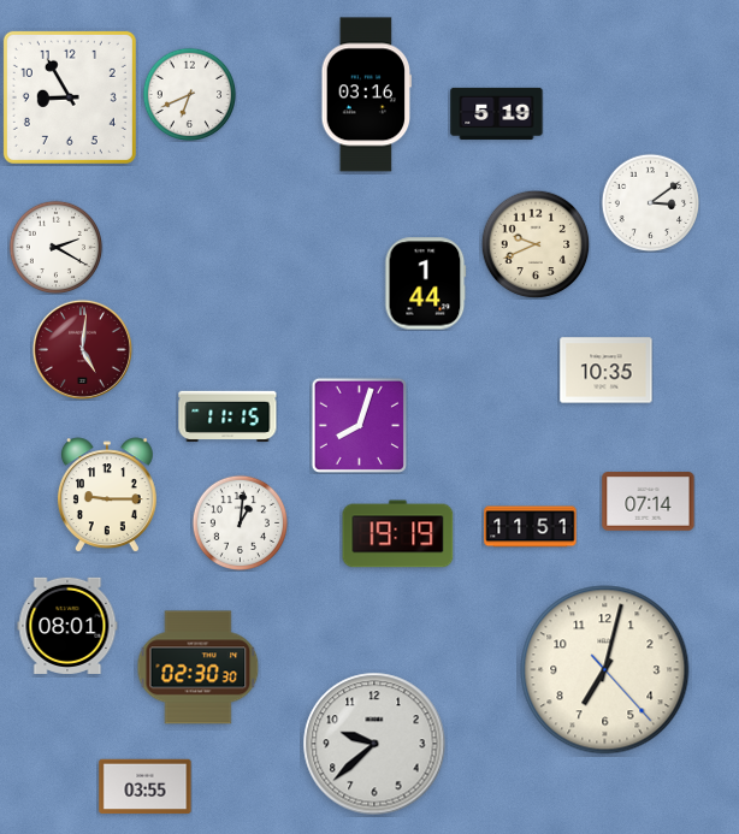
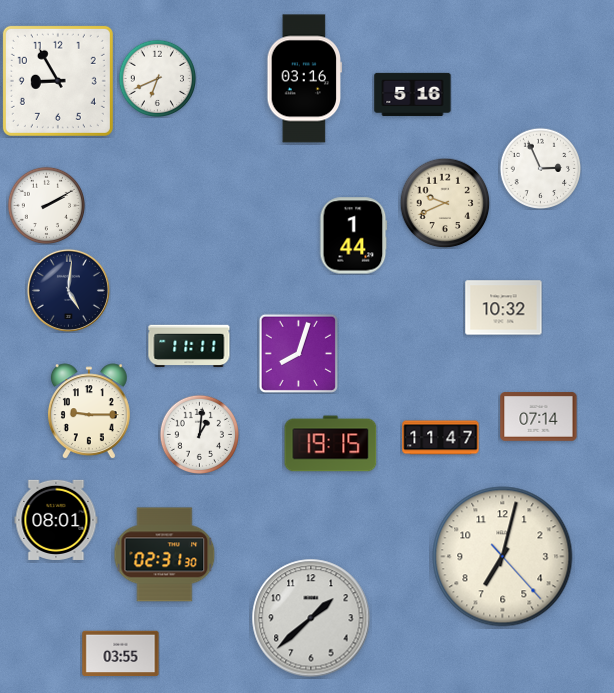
clock at (497, 113): 5:19 -> 5:16
clock at (650, 202): 3:09 -> 2:56
clock at (55, 247): 2:20 -> 2:10
clock at (82, 349) dial: burgundy -> navy
clock at (607, 371): 10:35 -> 10:32
clock at (227, 416): 11:15 -> 11:11
clock at (531, 527): 11:51 -> 11:47
clock at (398, 534): 19:19 -> 19:15
clock at (199, 668): 02:30 -> 02:31
clock at (374, 744): 9:38 -> 1:38
